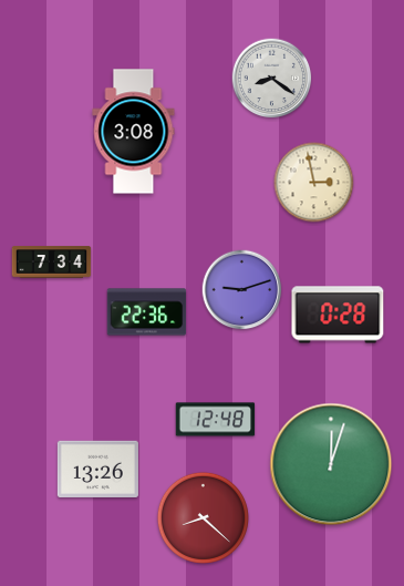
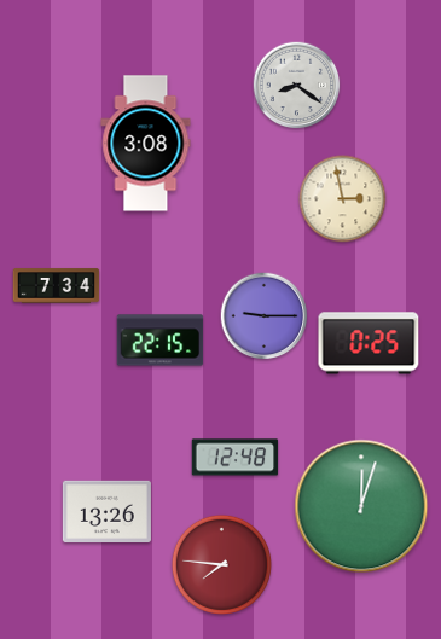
clock at (242, 290): 9:12 -> 9:15
clock at (147, 312): 22:36 -> 22:15
clock at (338, 315): 0:28 -> 0:25
clock at (203, 517): 8:22 -> 7:46
